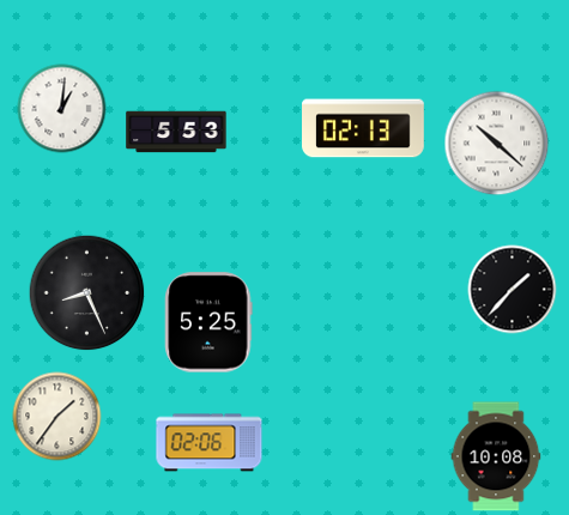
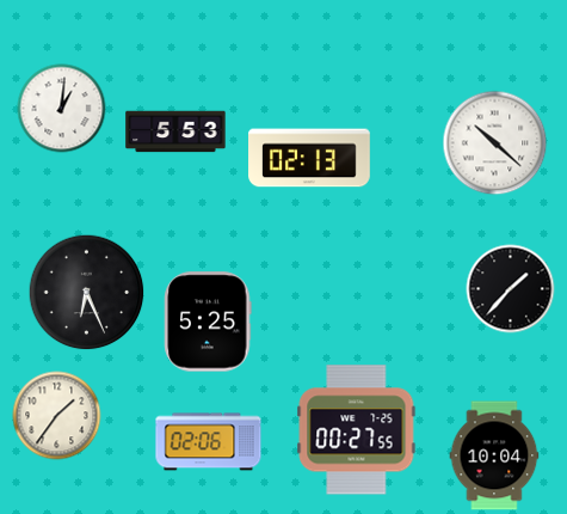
clock at (364, 128) position: (364, 128) -> (310, 158)
clock at (87, 293): 8:26 -> 6:26
clock at (357, 430): none -> 00:27
clock at (496, 456): 10:08 -> 10:04
